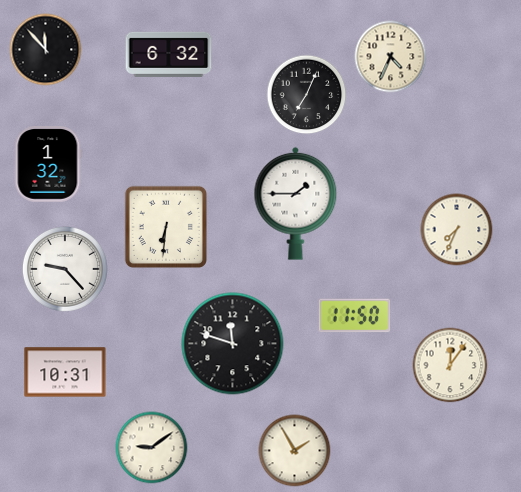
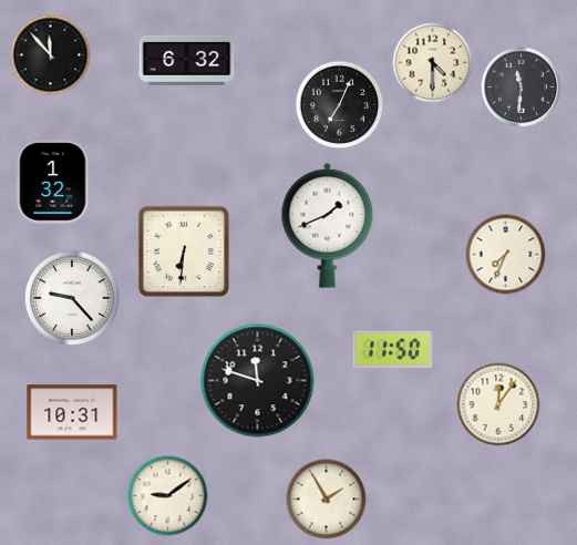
clock at (391, 57): 4:34 -> 4:30
clock at (522, 88): none -> 11:31
clock at (296, 203): 1:45 -> 1:41
